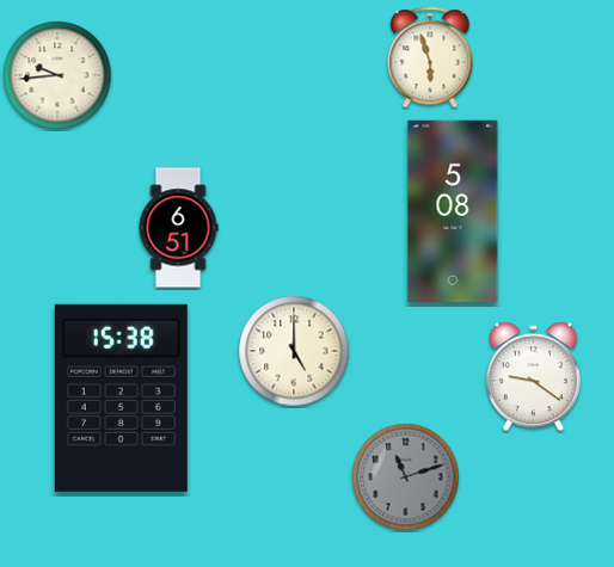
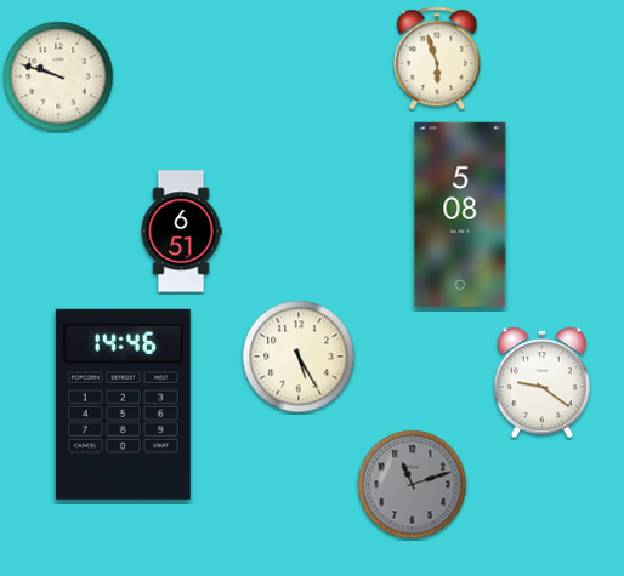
clock at (57, 75): 9:44 -> 9:48
clock at (294, 351): 5:00 -> 5:25
clock at (121, 397): 15:38 -> 14:46
